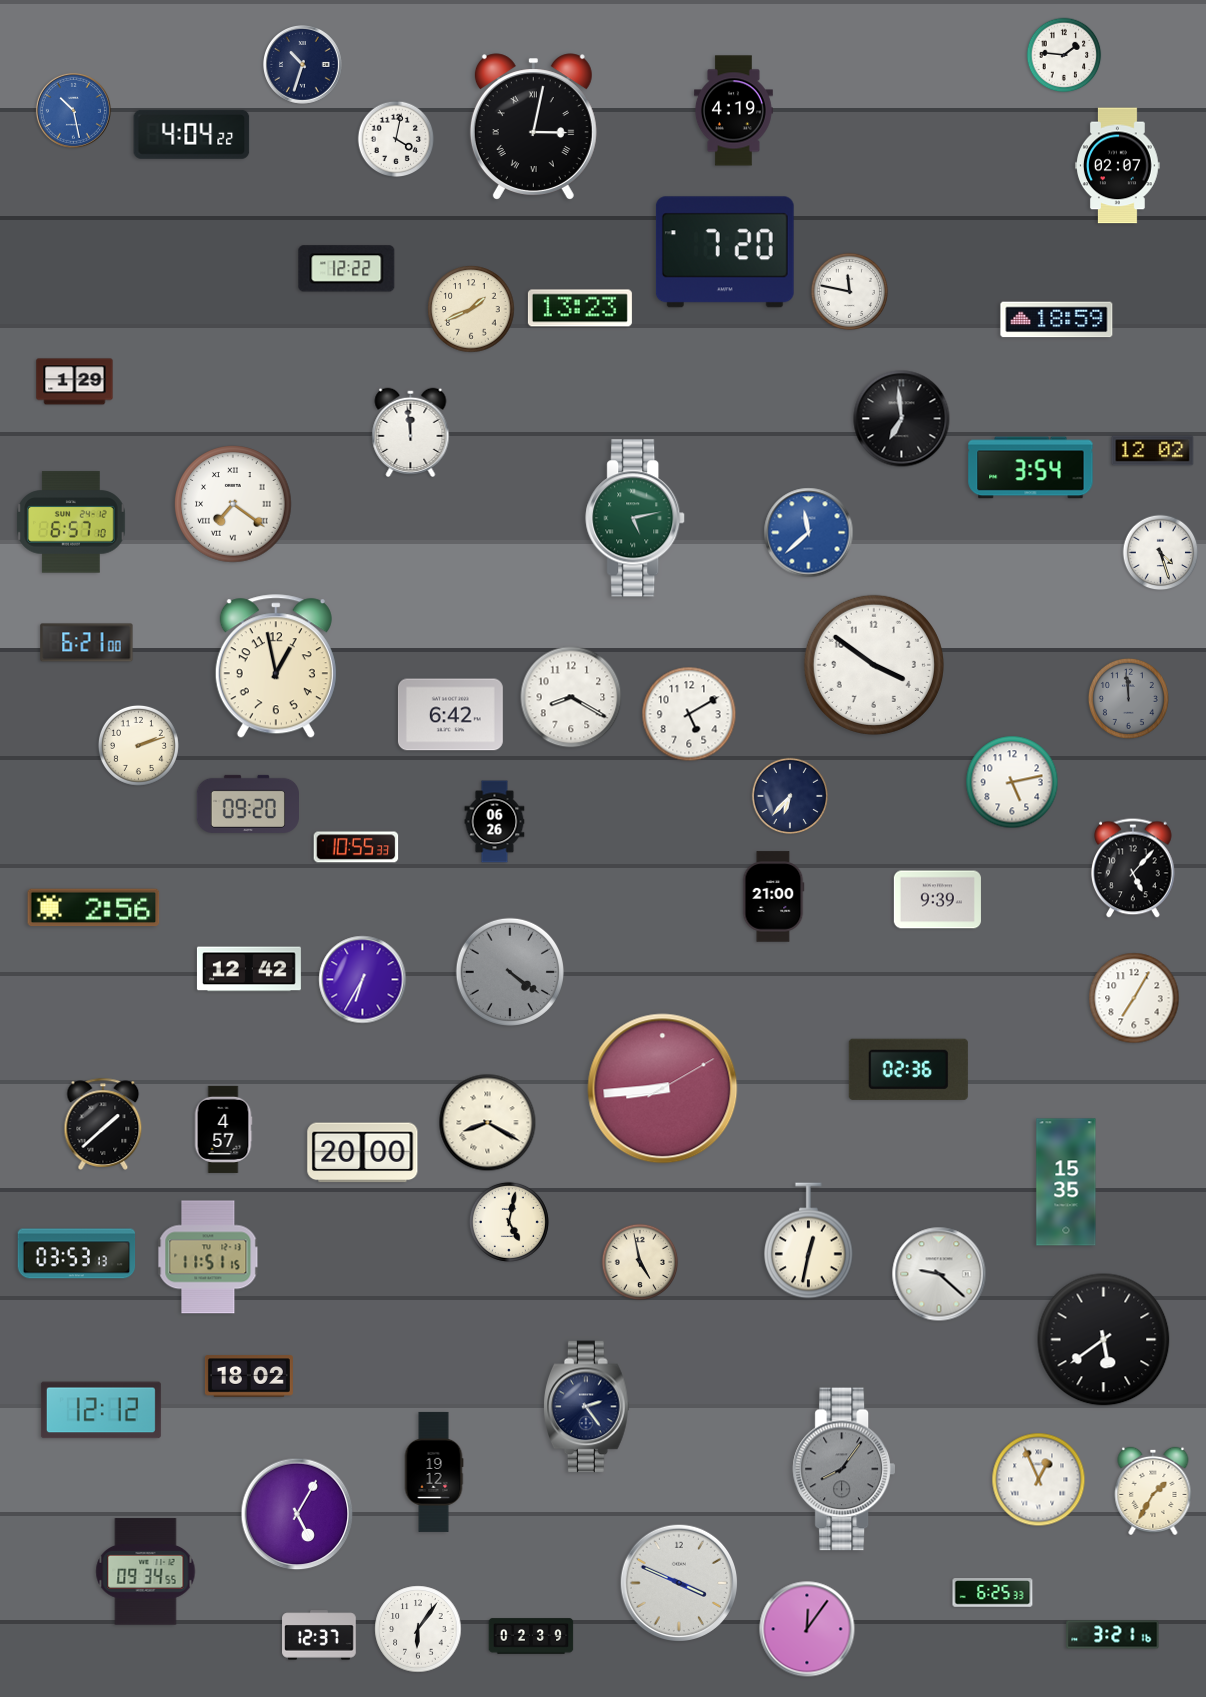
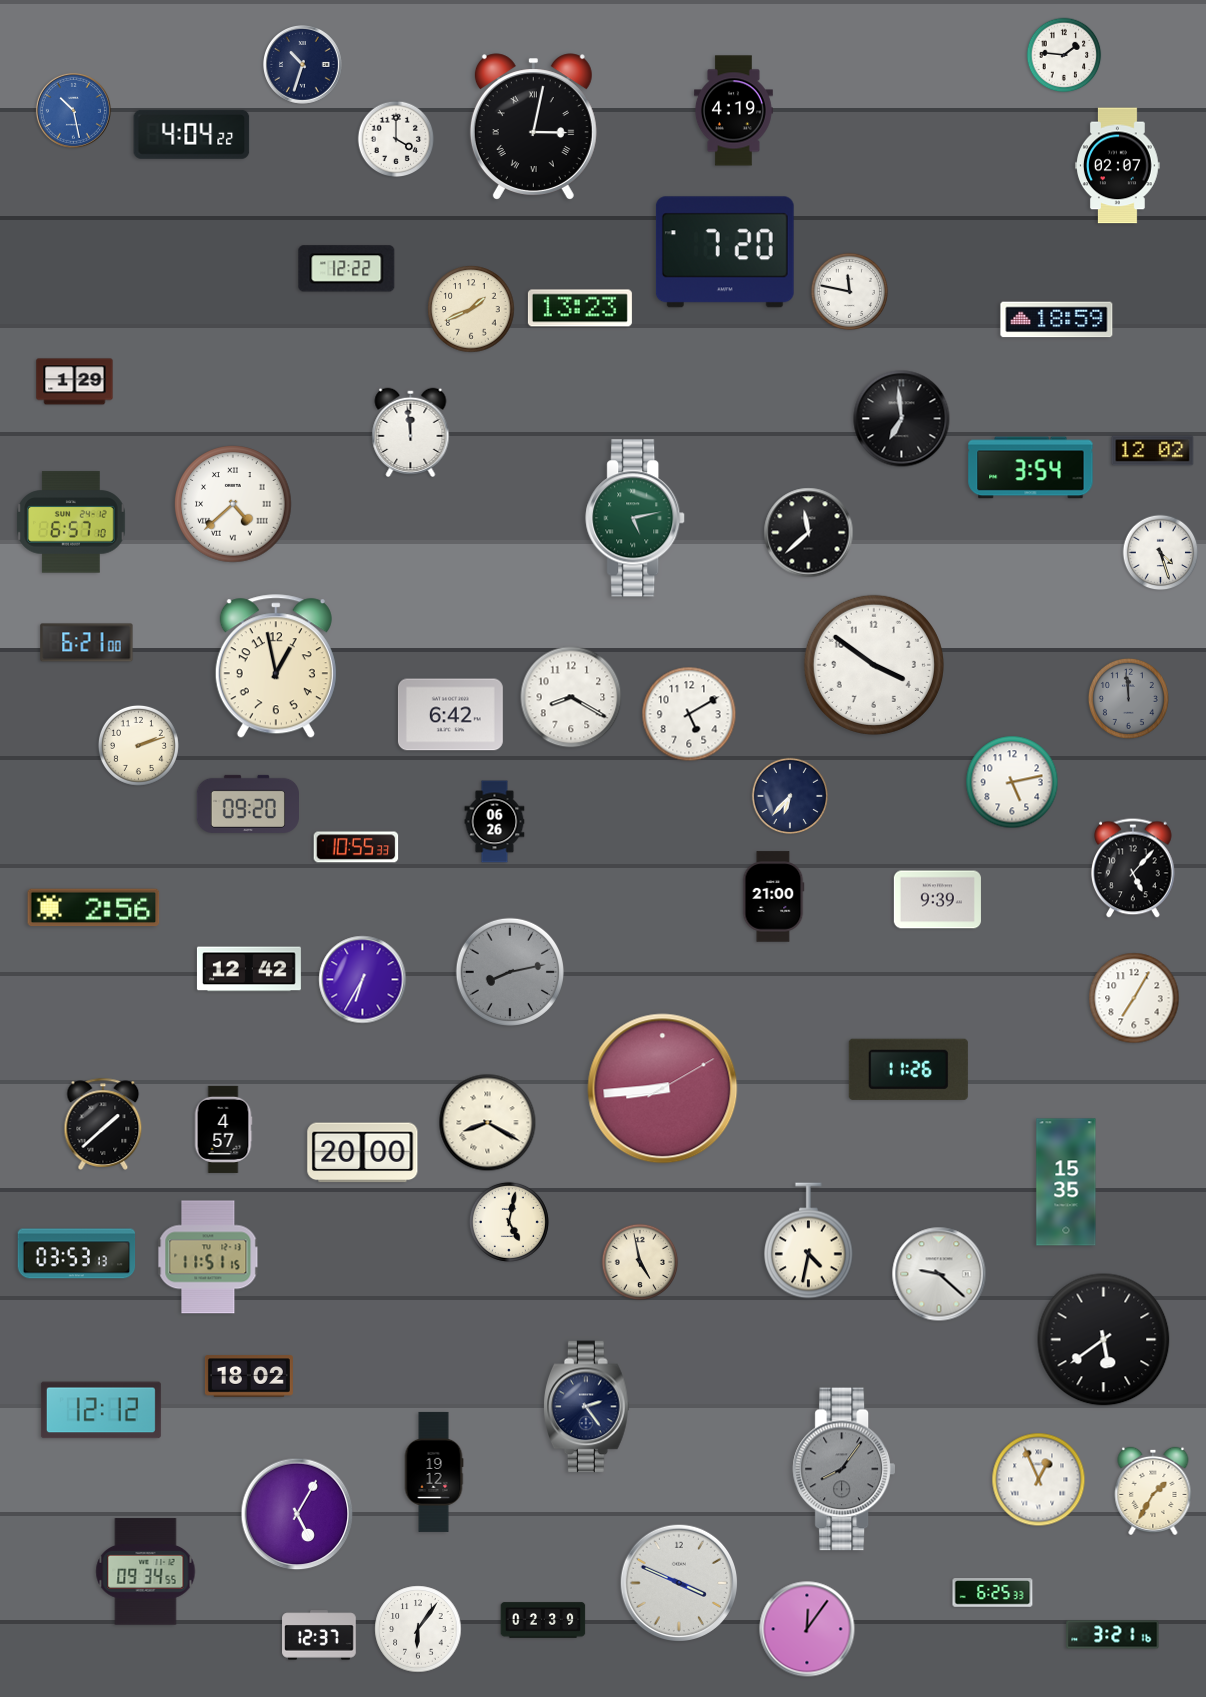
clock at (396, 139): 4:02 -> 4:00
clock at (233, 504): 7:21 -> 4:38
clock at (809, 533) dial: blue -> black
clock at (509, 971): 4:21 -> 8:13
clock at (908, 1069): 02:36 -> 11:26
clock at (809, 1241): 12:32 -> 4:32
clock at (531, 1636) position: (531, 1636) -> (543, 1620)
